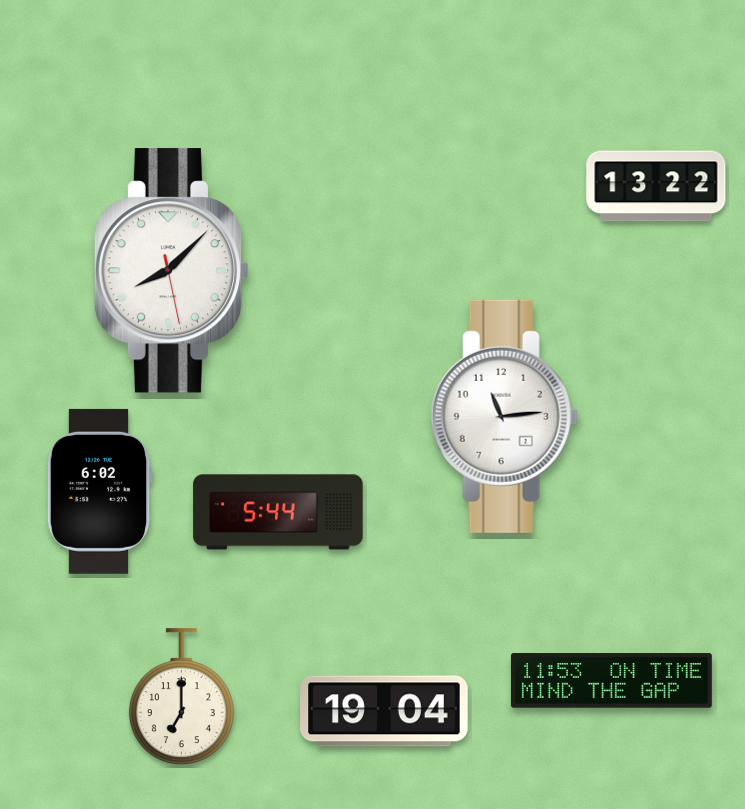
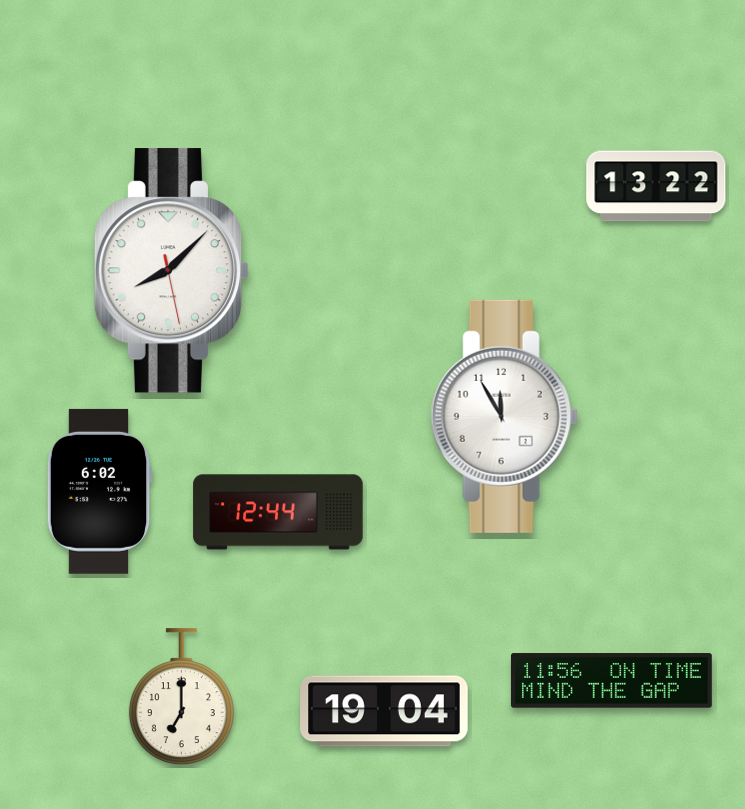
clock at (504, 416): 11:14 -> 11:55
clock at (278, 512): 5:44 -> 12:44
clock at (611, 681): 11:53 -> 11:56
